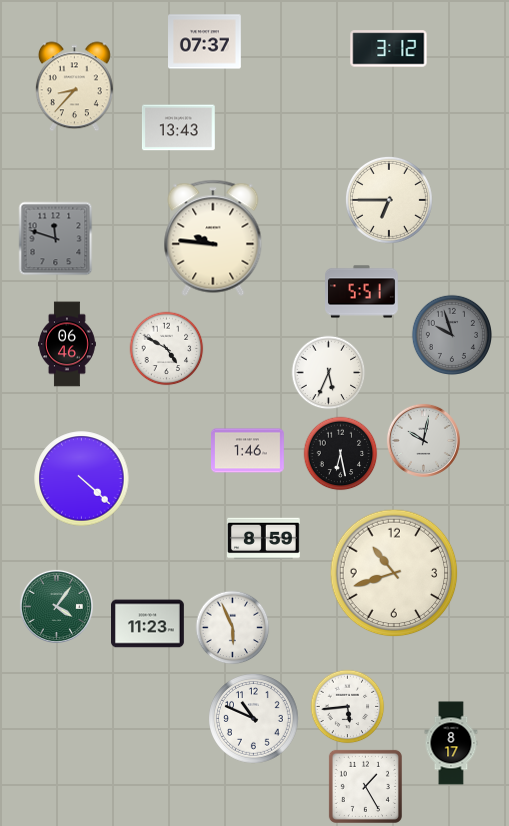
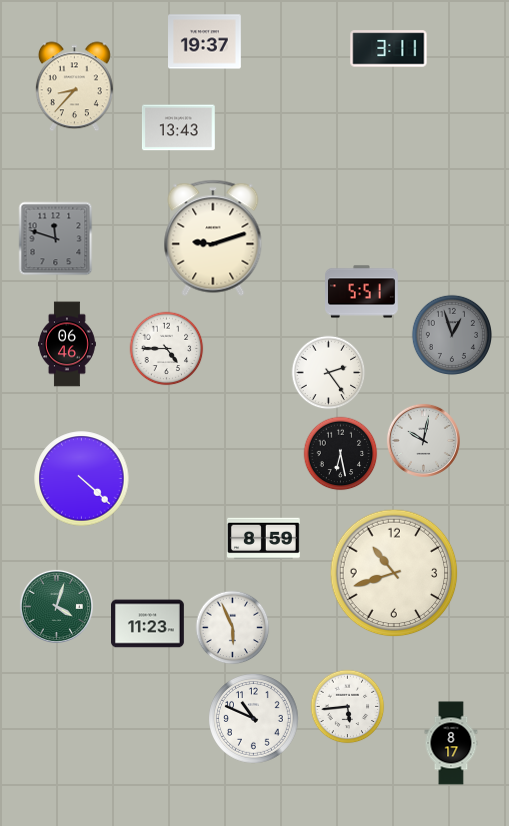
clock at (205, 42): 07:37 -> 19:37
clock at (389, 49): 3:12 -> 3:11
clock at (389, 200): 6:45 -> none
clock at (213, 238): 9:46 -> 9:12
clock at (451, 334): 9:57 -> 12:57
clock at (167, 349): 4:50 -> 4:45
clock at (329, 373): 5:34 -> 2:24
clock at (248, 451): 1:46 -> none
clock at (56, 606): 4:06 -> 4:03
clock at (365, 786): 1:25 -> none
